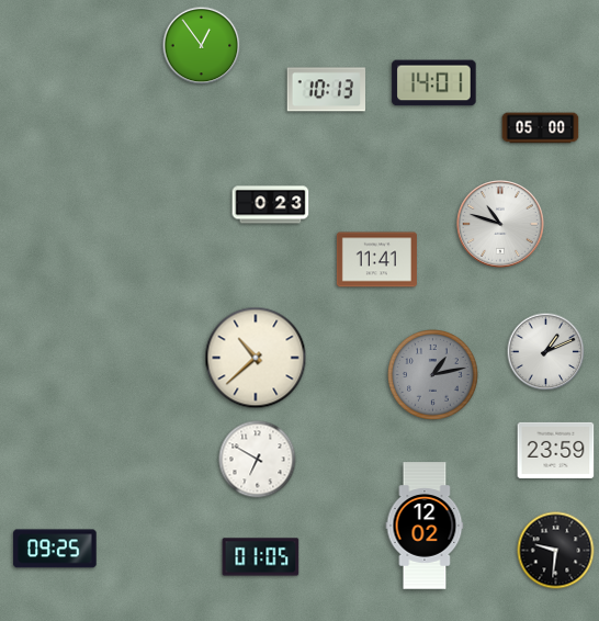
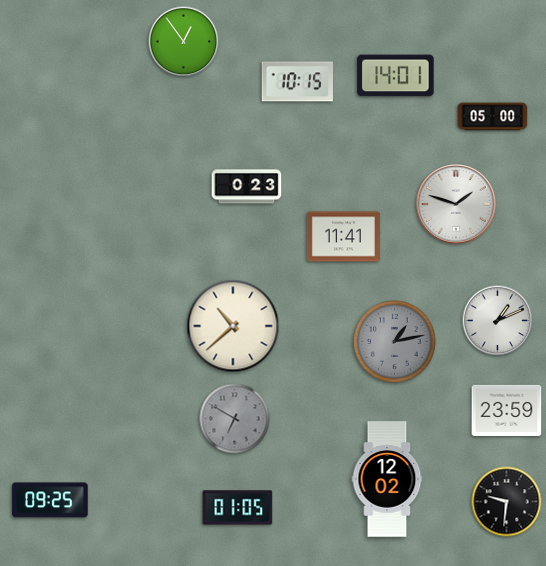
clock at (327, 90): 10:13 -> 10:15
clock at (501, 225): 10:48 -> 1:48
clock at (258, 460) dial: white -> grey
